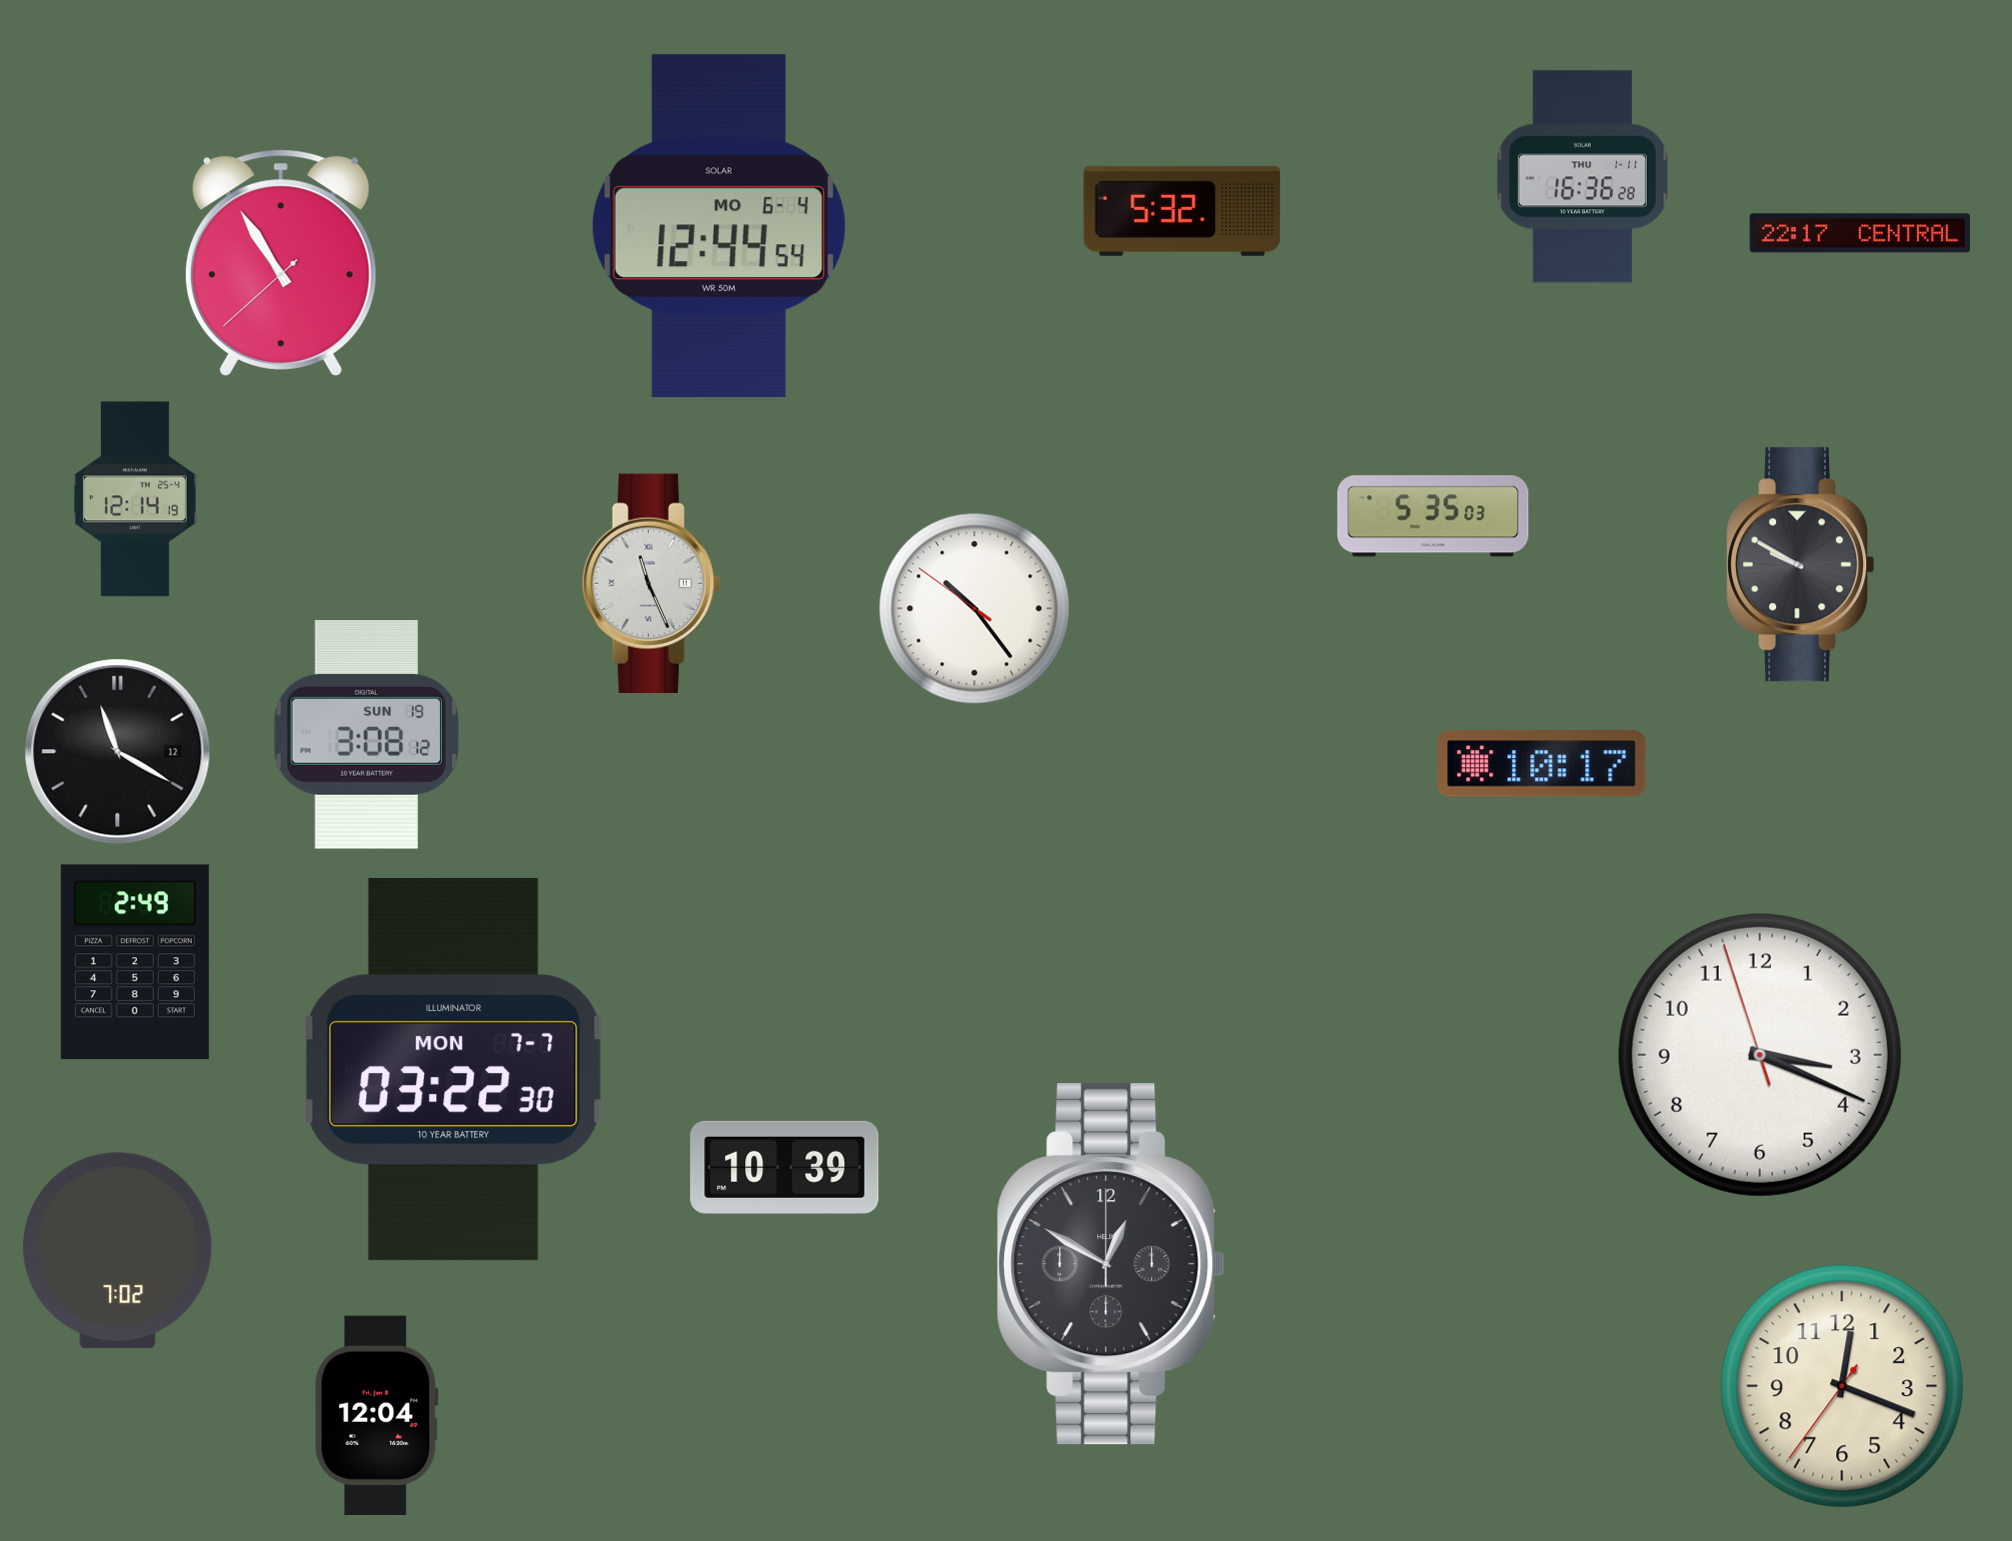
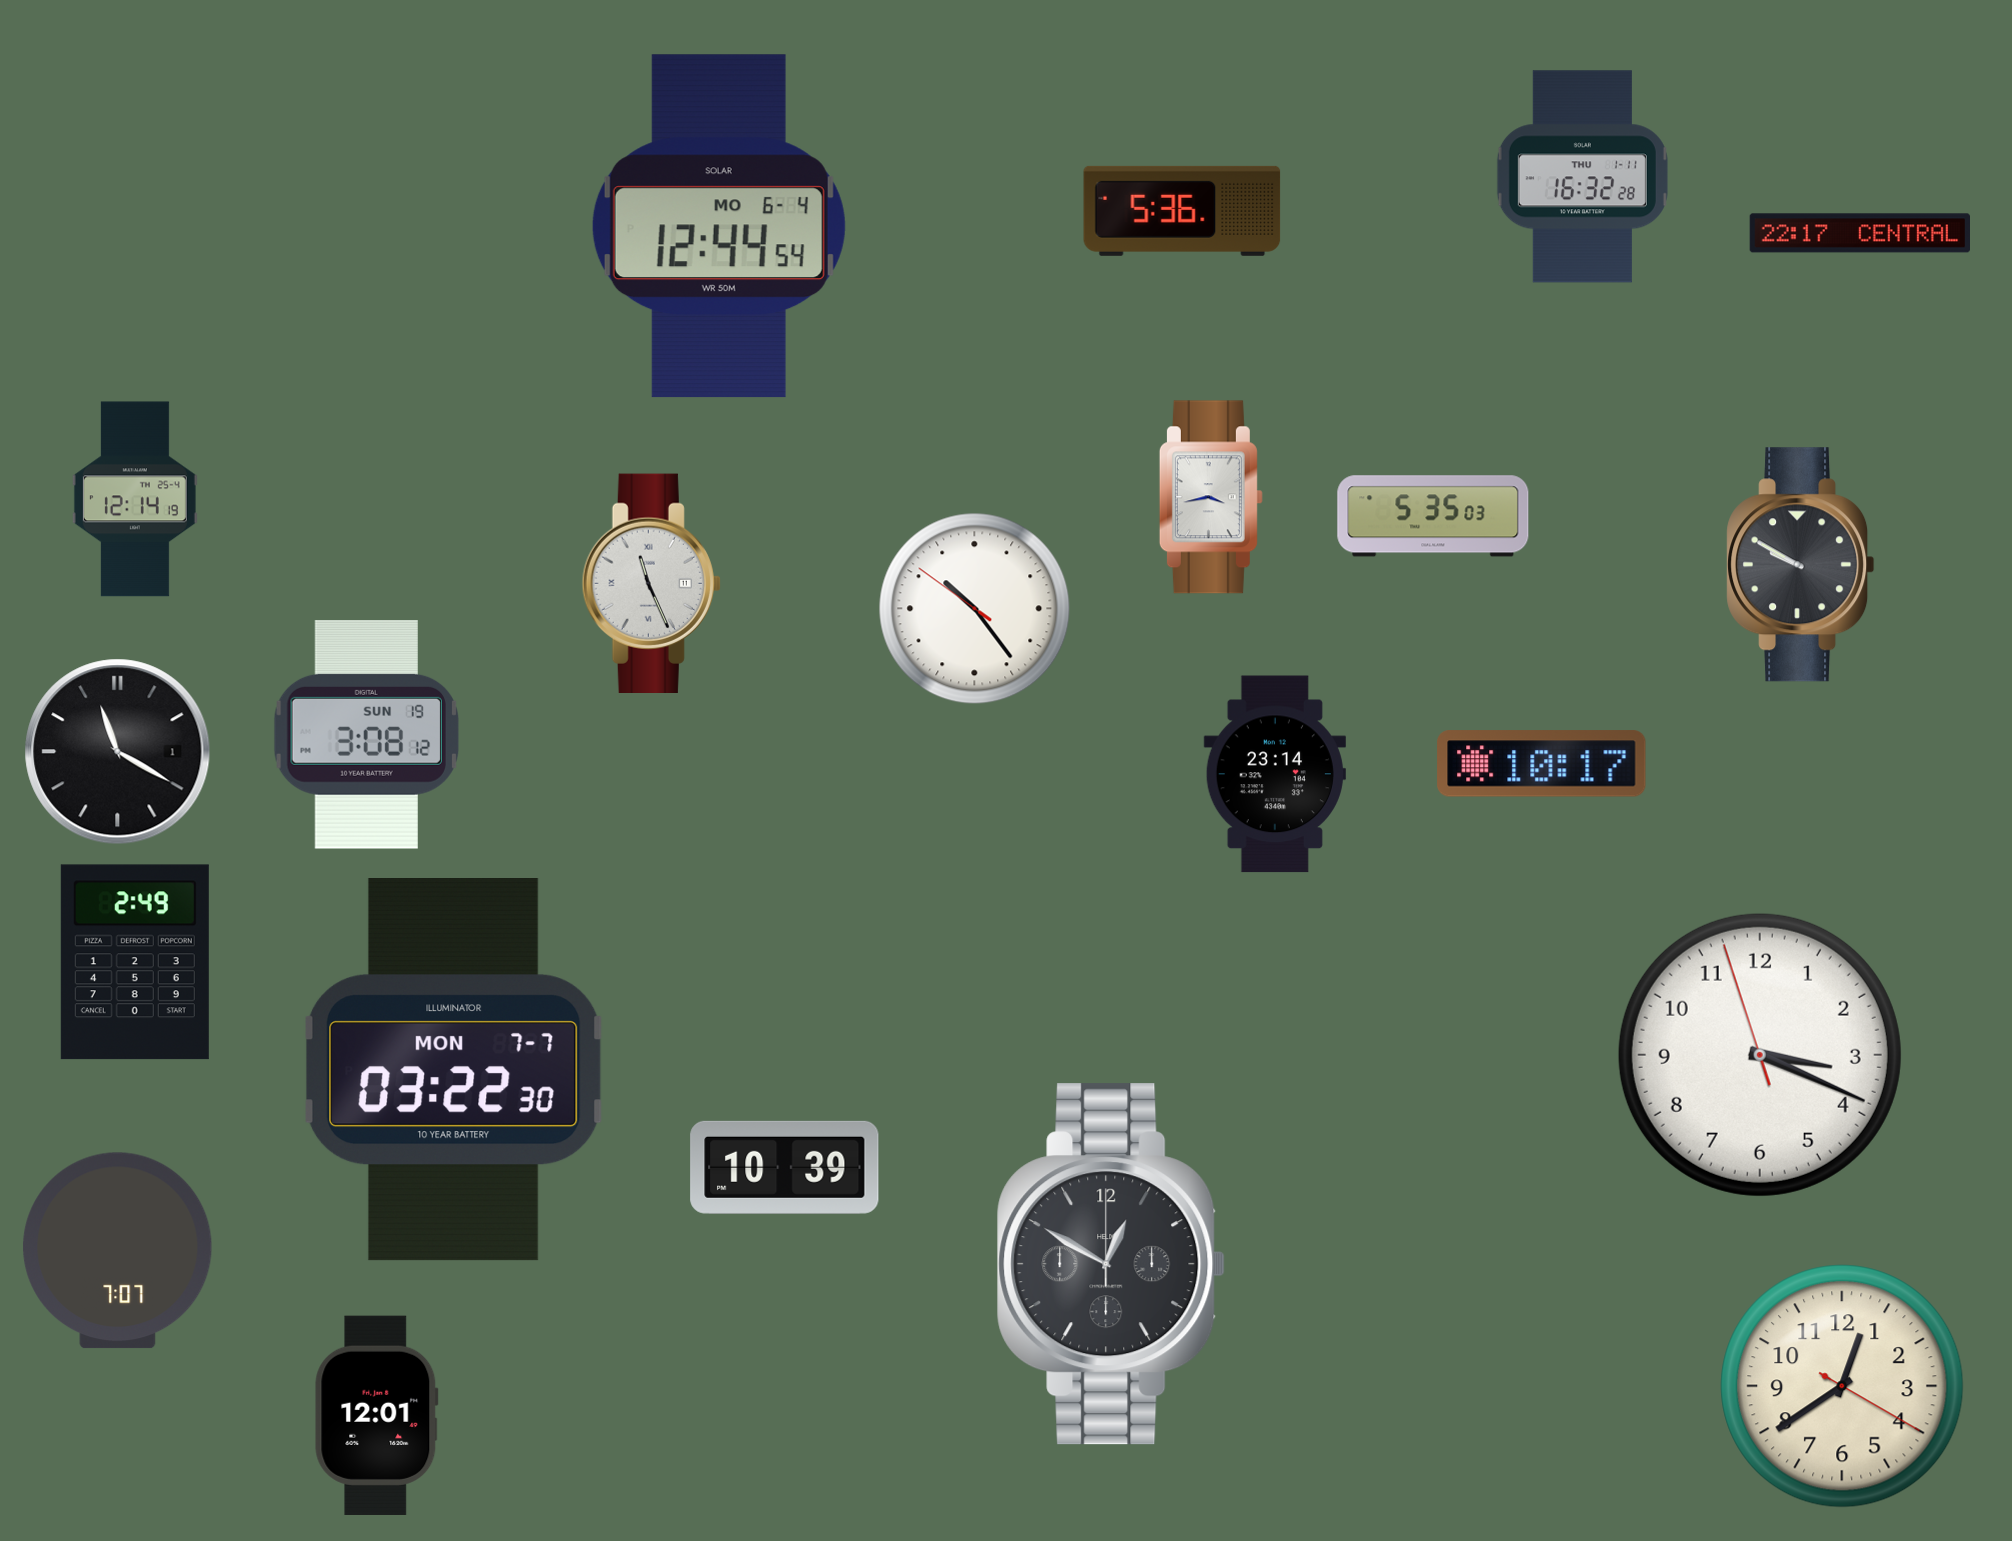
clock at (1582, 177): 16:36 -> 16:32
clock at (1182, 211): 5:32 -> 5:36
clock at (281, 263): 10:54 -> none
clock at (1211, 497): none -> 3:43
clock at (118, 752) date: 12 -> 1
clock at (1275, 774): none -> 23:14
clock at (118, 1251): 7:02 -> 7:07
clock at (1842, 1386): 12:18 -> 12:39
clock at (377, 1415): 12:04 -> 12:01
